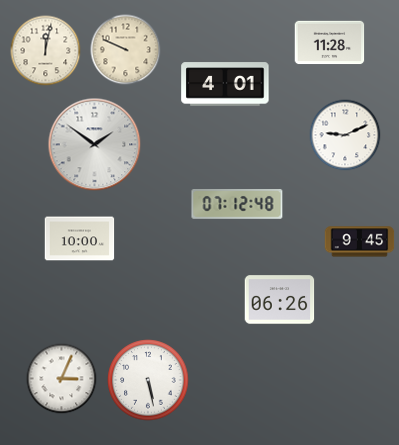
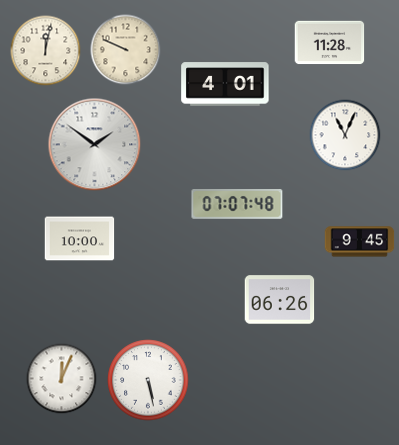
clock at (345, 135): 9:11 -> 11:04
clock at (237, 205): 07:12 -> 07:07
clock at (62, 379): 3:04 -> 12:04
